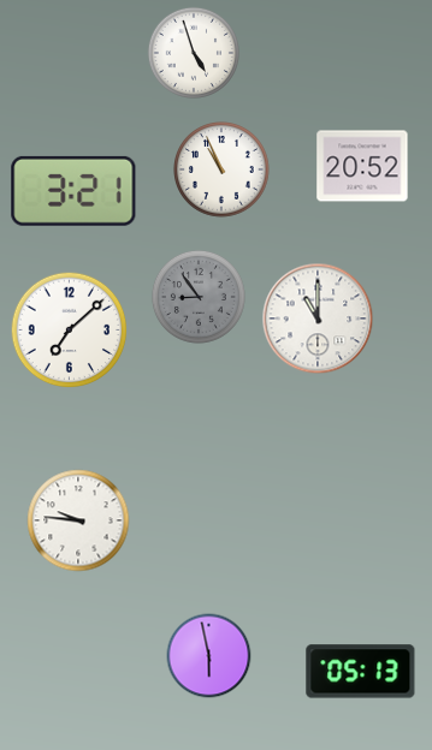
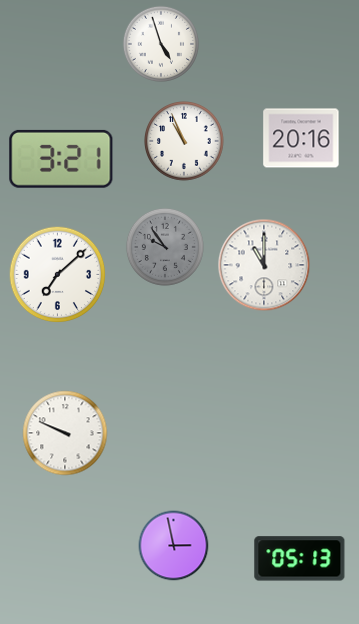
clock at (362, 166): 20:52 -> 20:16
clock at (199, 297): 8:54 -> 9:54
clock at (78, 520): 9:46 -> 9:49
clock at (209, 656): 5:58 -> 2:58
